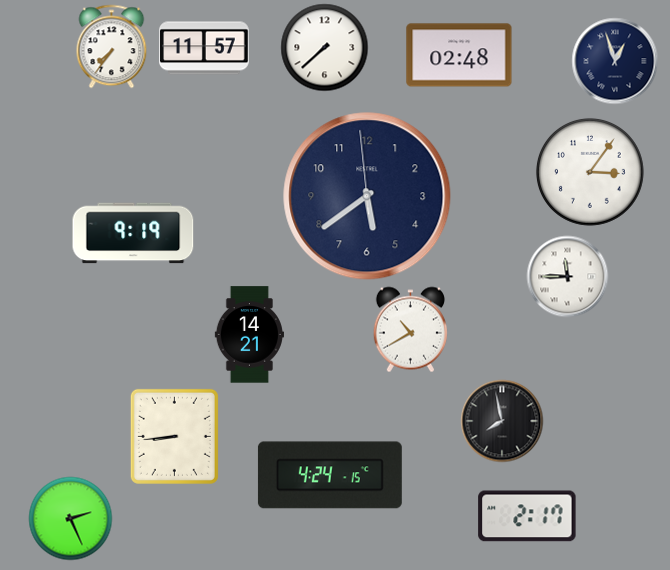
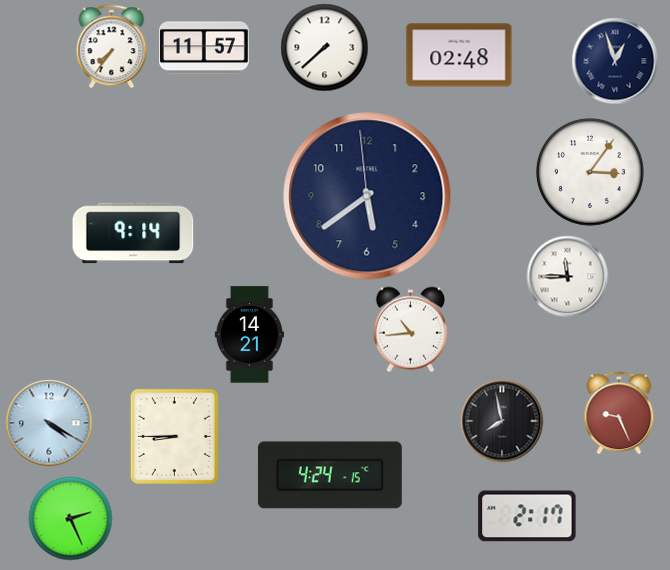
clock at (133, 233): 9:19 -> 9:14
clock at (410, 329): 10:40 -> 10:44
clock at (619, 413): none -> 9:26
clock at (49, 423): none -> 4:20
clock at (174, 436): 8:44 -> 8:45
